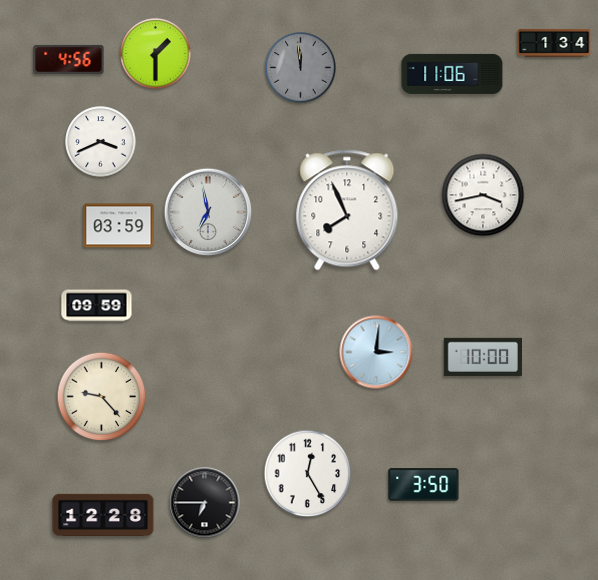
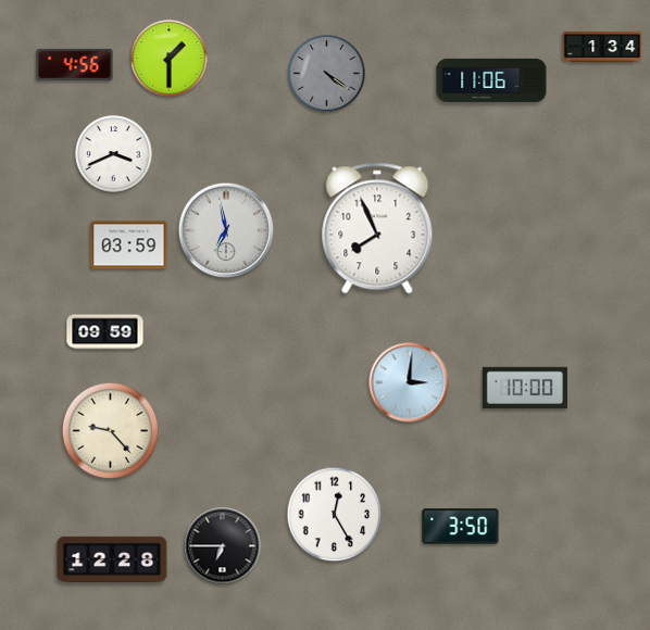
clock at (301, 68): 11:59 -> 4:21
clock at (101, 142) position: (101, 142) -> (114, 154)
clock at (483, 195): 3:43 -> none
